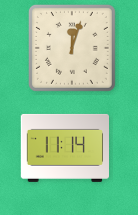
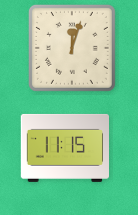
clock at (65, 148): 11:14 -> 11:15
